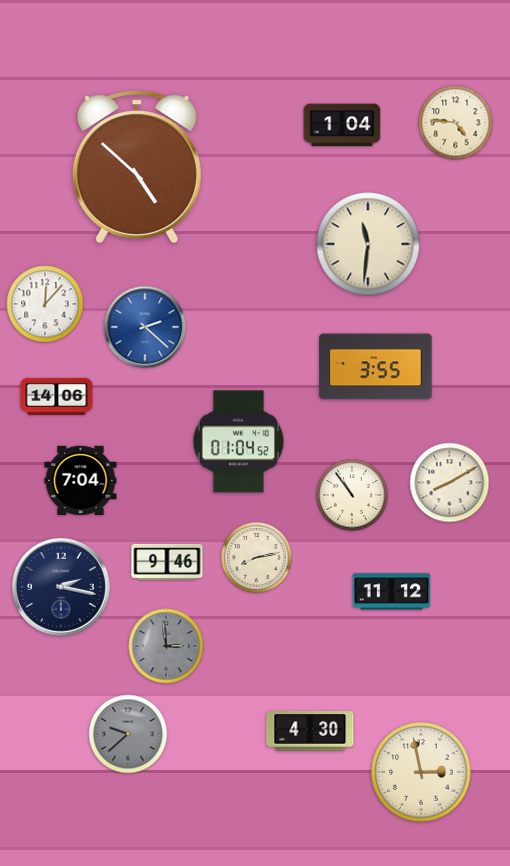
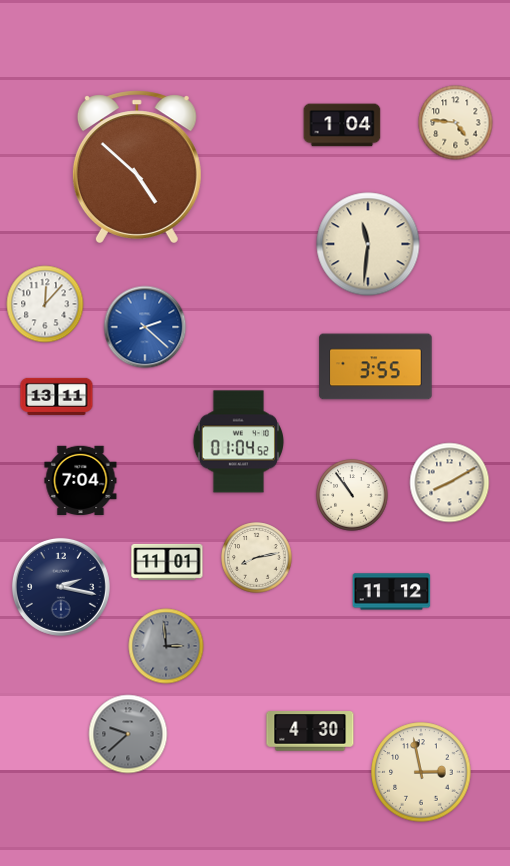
clock at (57, 396): 14:06 -> 13:11
clock at (167, 562): 9:46 -> 11:01
